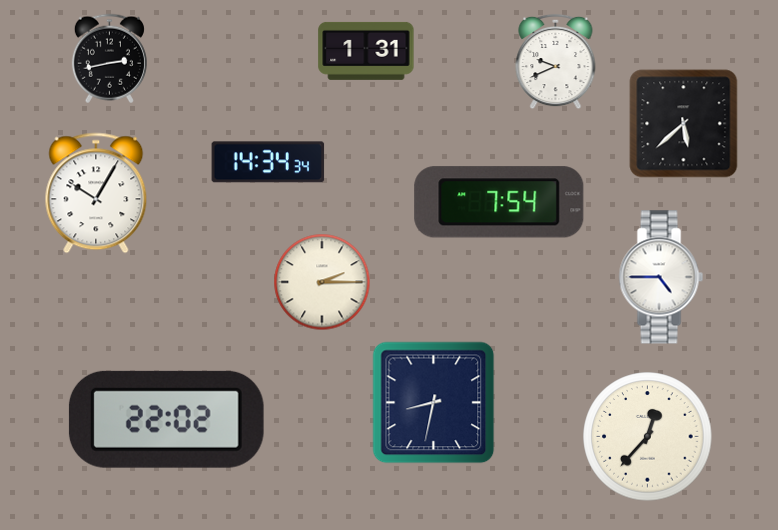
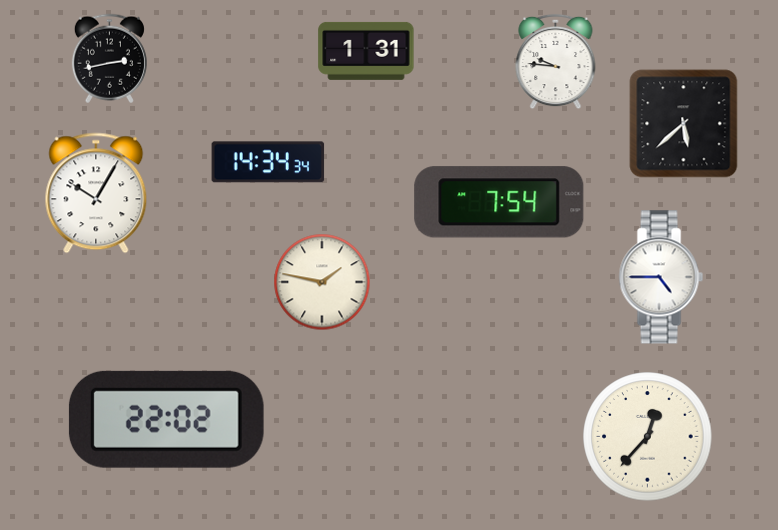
clock at (556, 62): 9:41 -> 9:46
clock at (322, 282): 2:15 -> 1:47
clock at (434, 403): 8:32 -> none
